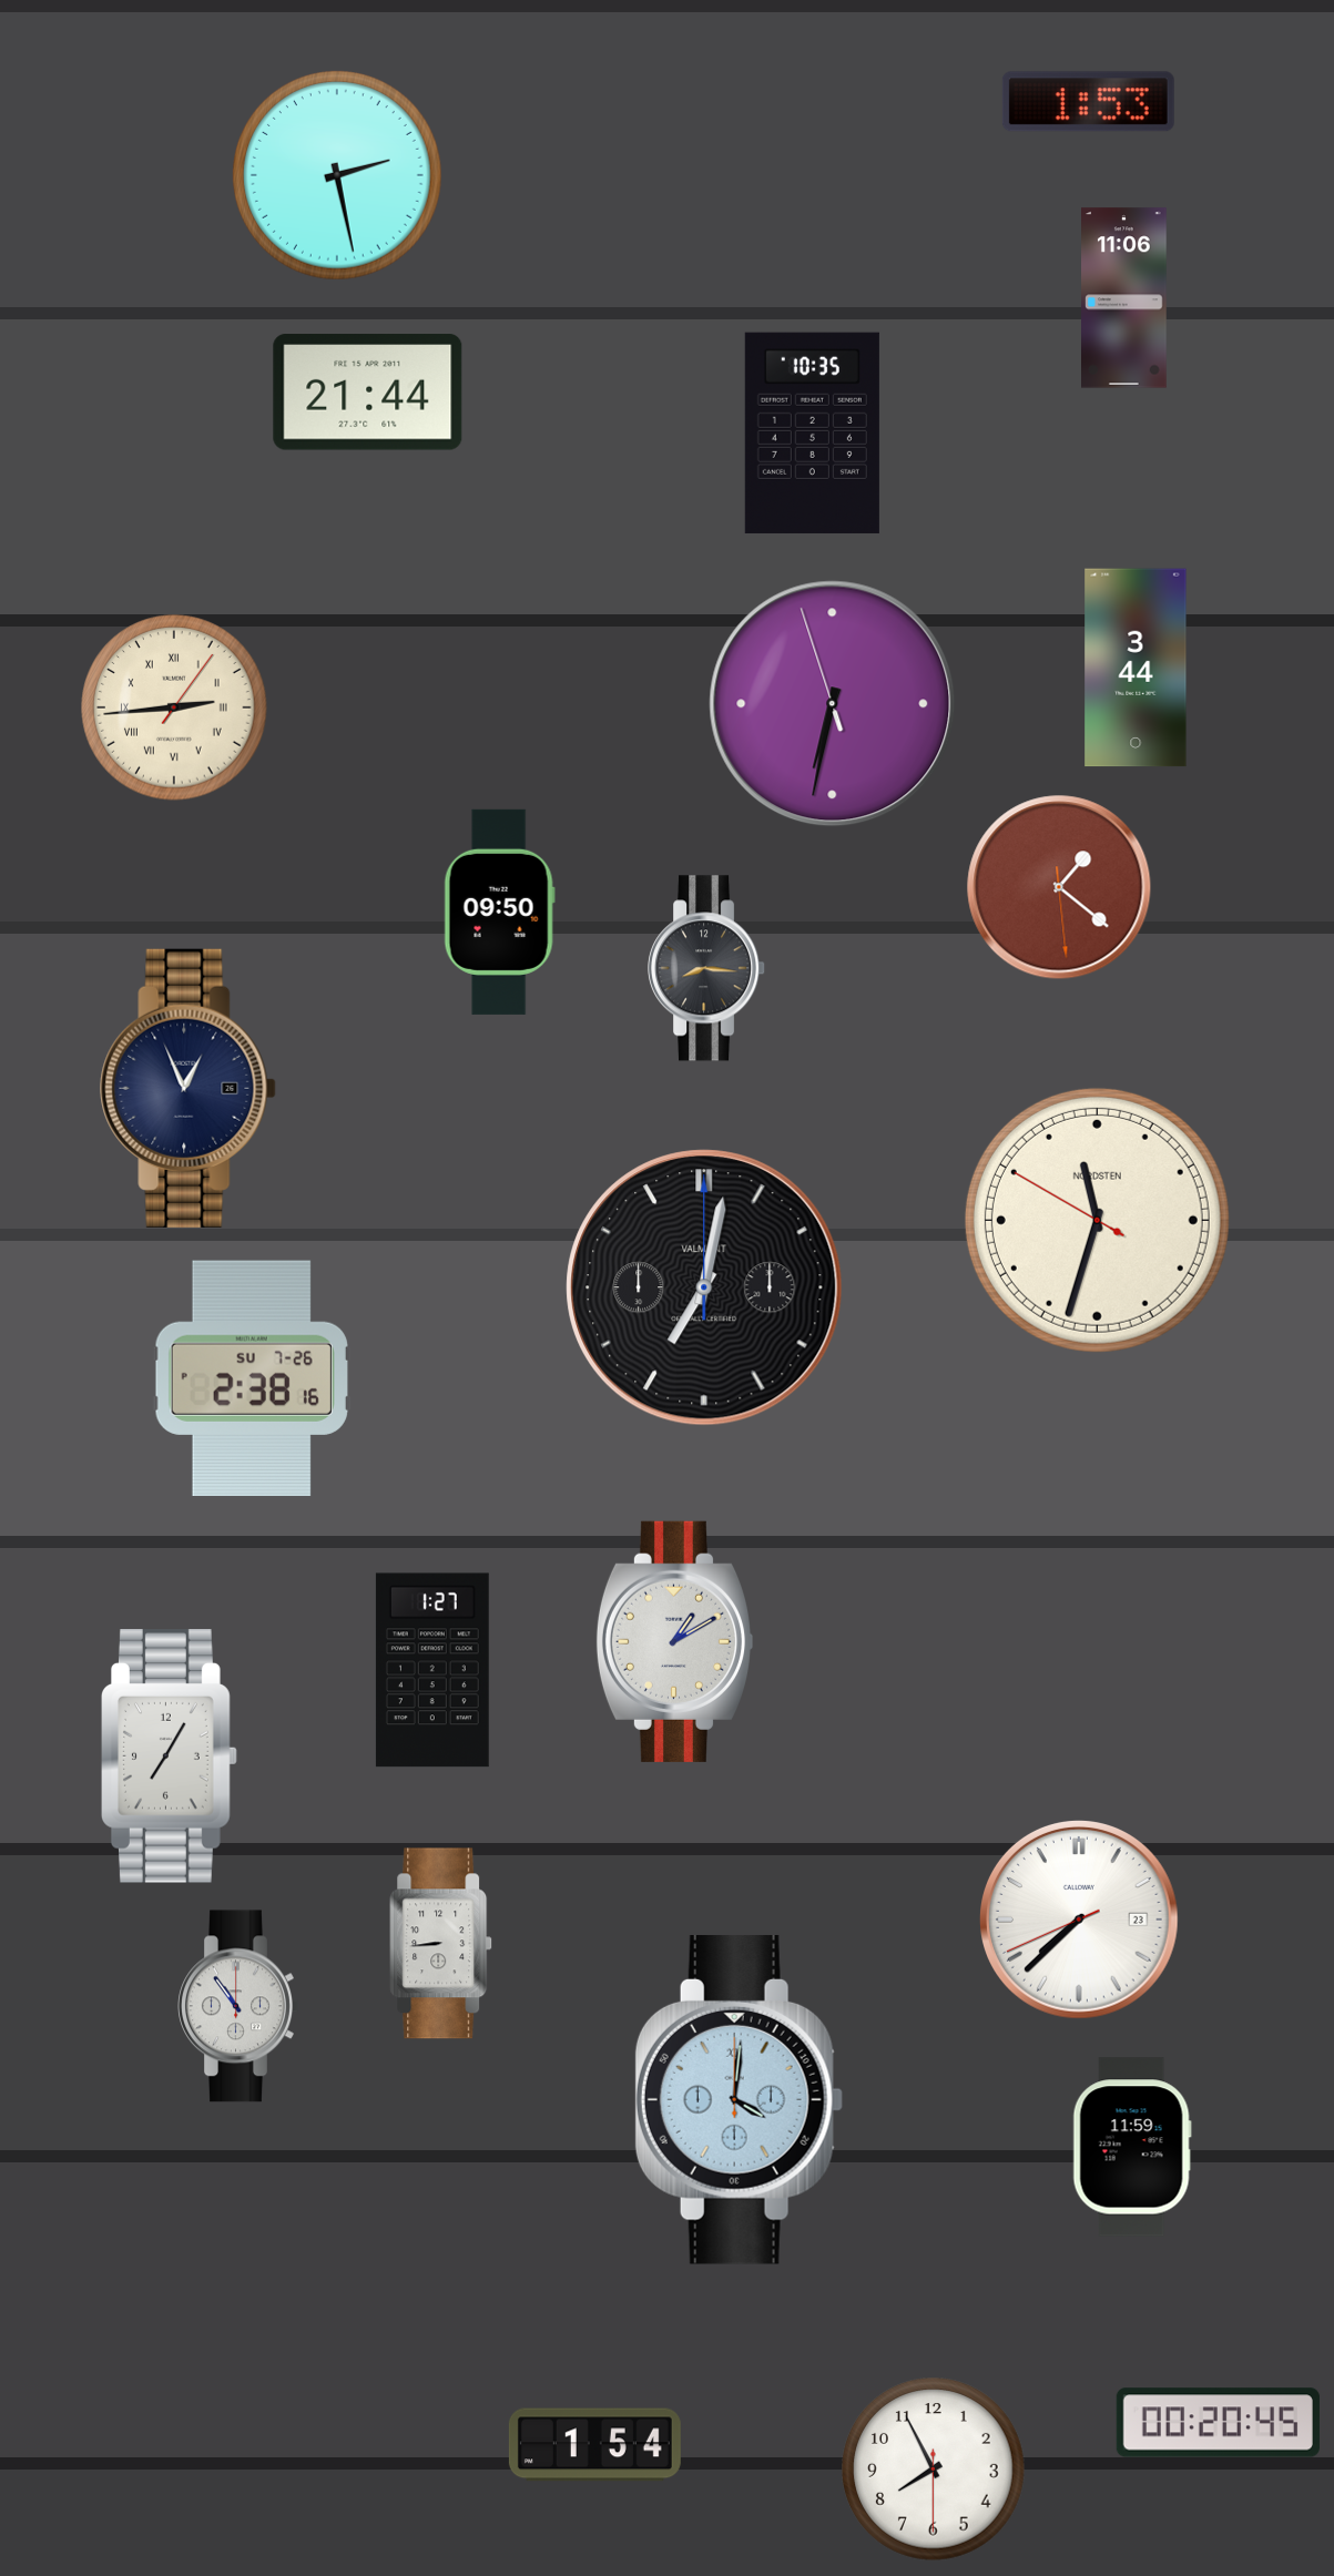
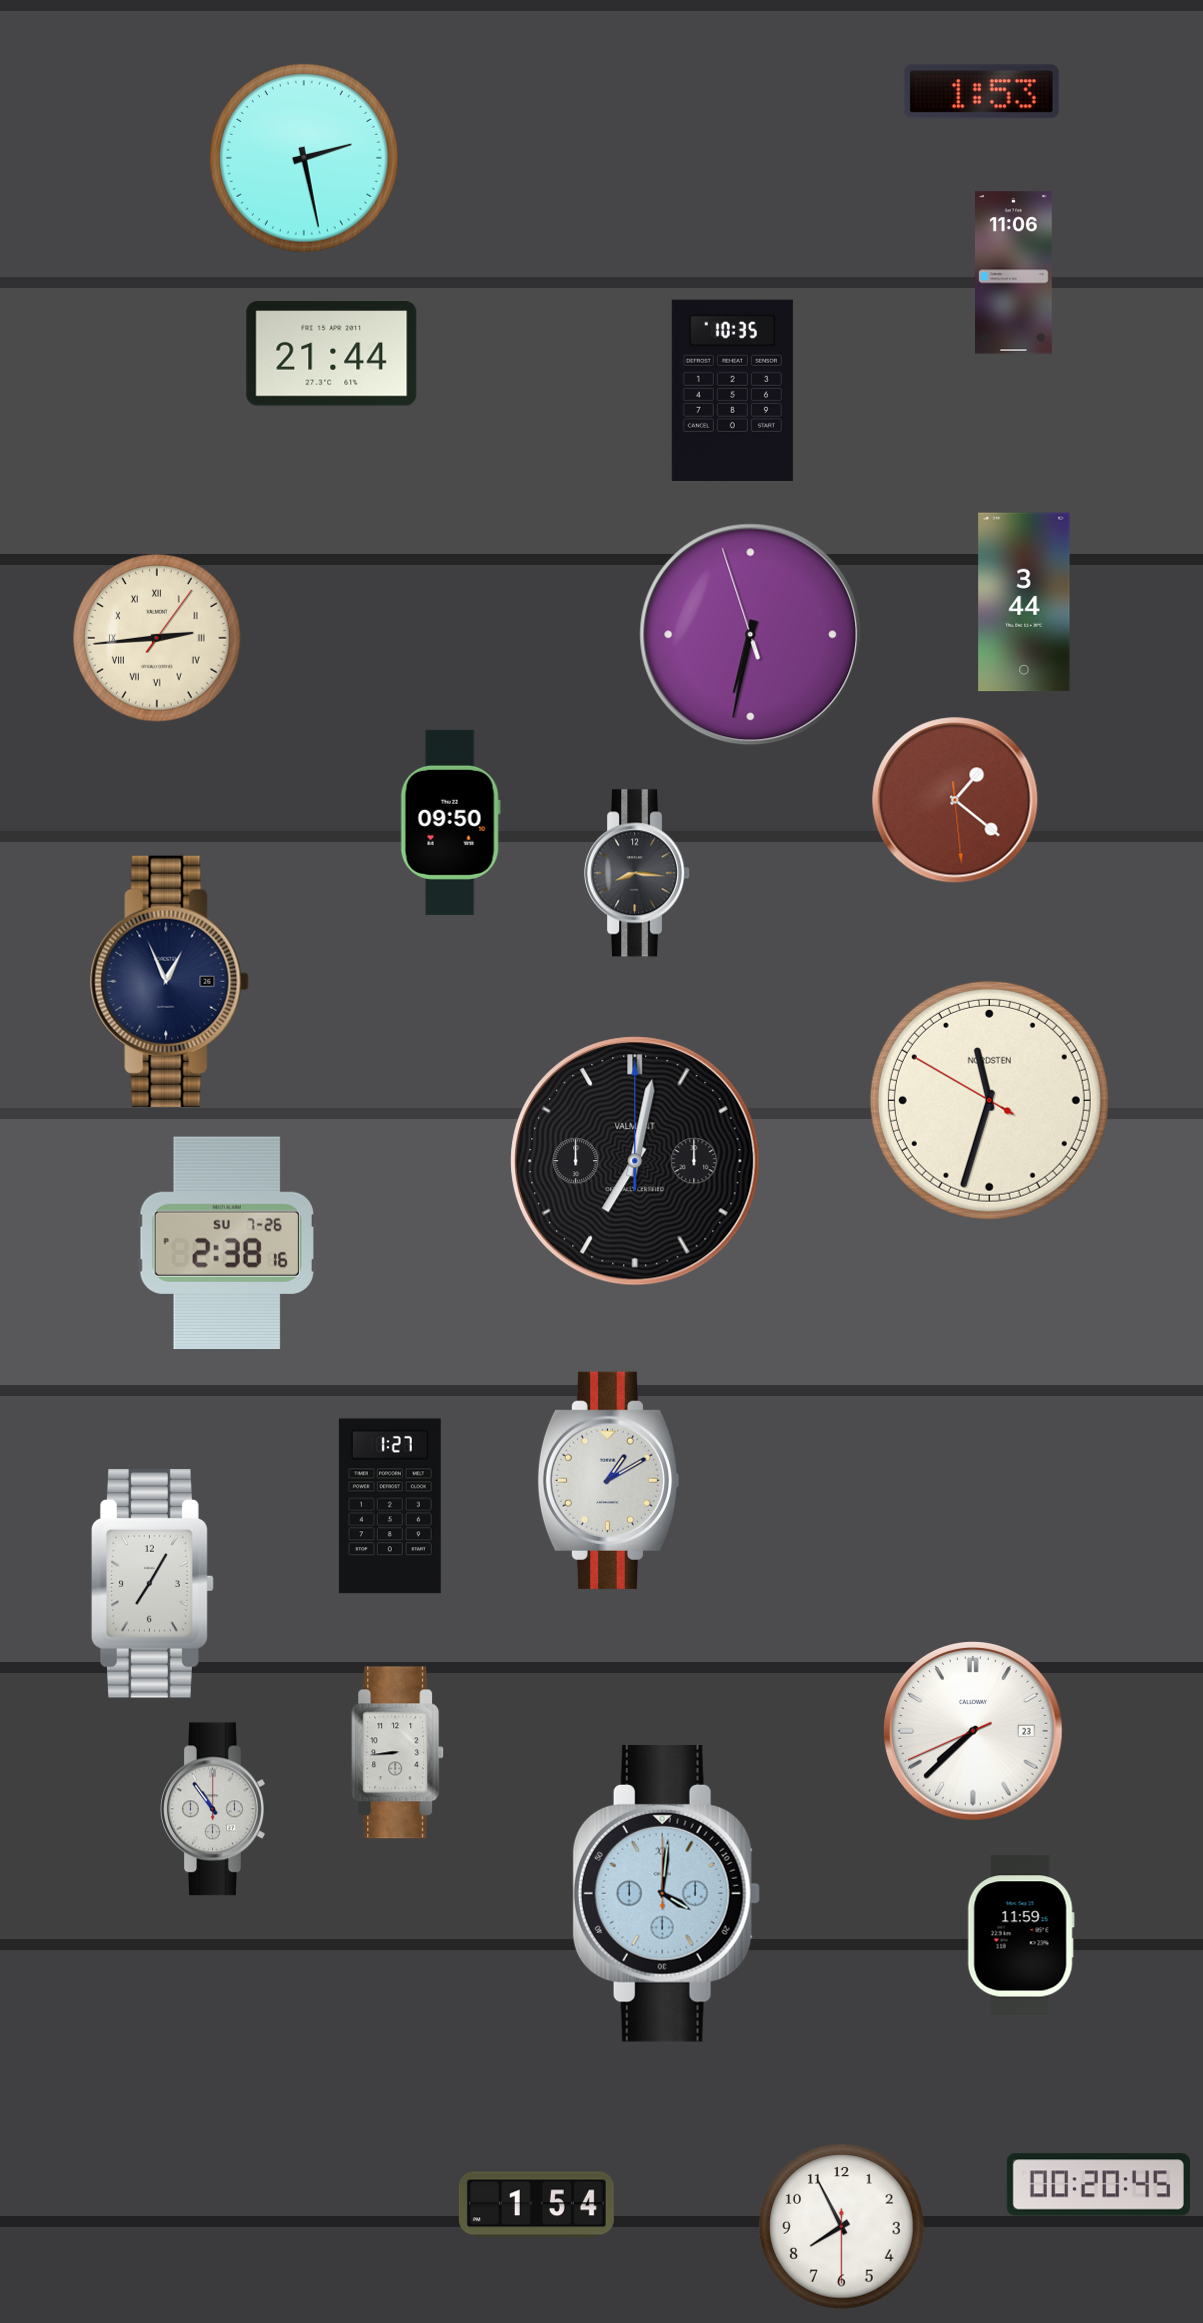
clock at (1124, 298) position: (1124, 298) -> (1014, 273)
